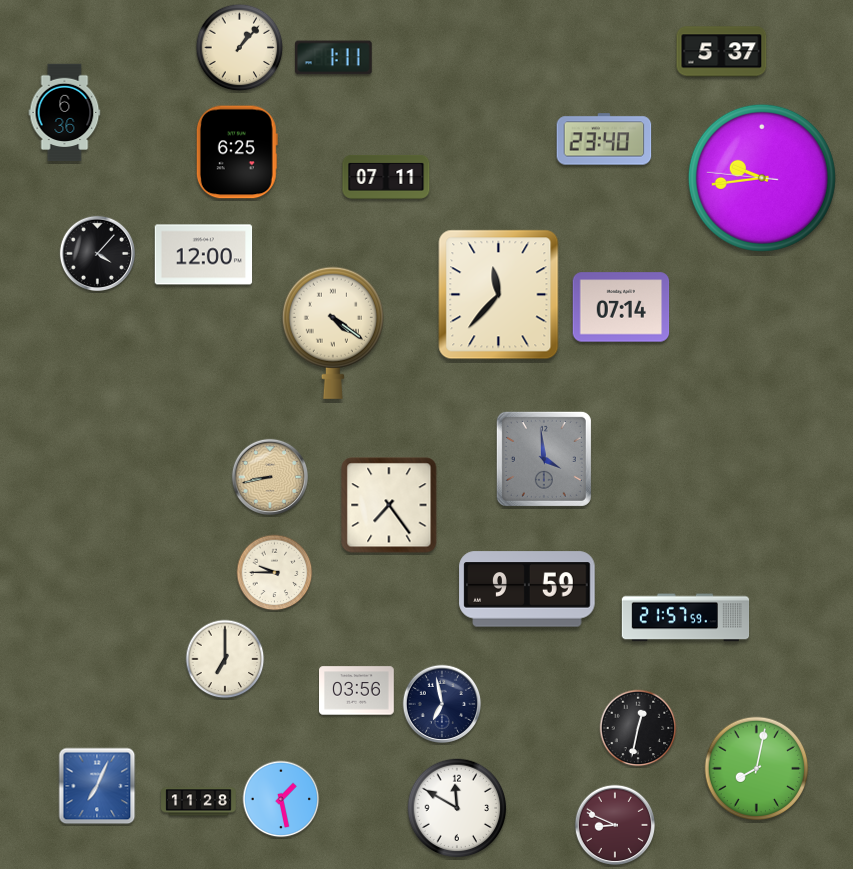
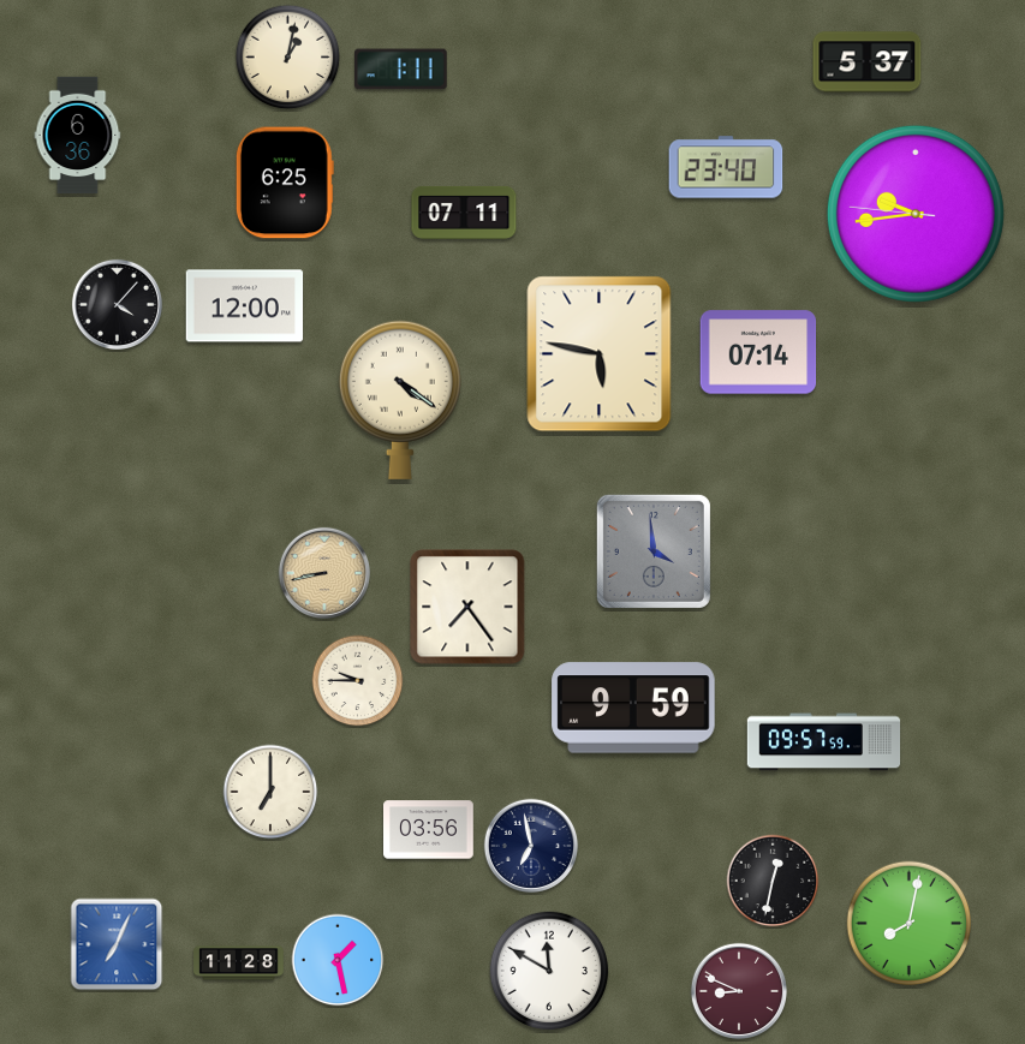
clock at (240, 48): 1:07 -> 1:02
clock at (499, 295): 11:37 -> 5:47
clock at (621, 307) position: (621, 307) -> (758, 352)
clock at (275, 573) position: (275, 573) -> (358, 681)
clock at (686, 618): 21:57 -> 09:57
clock at (638, 728) position: (638, 728) -> (773, 881)
